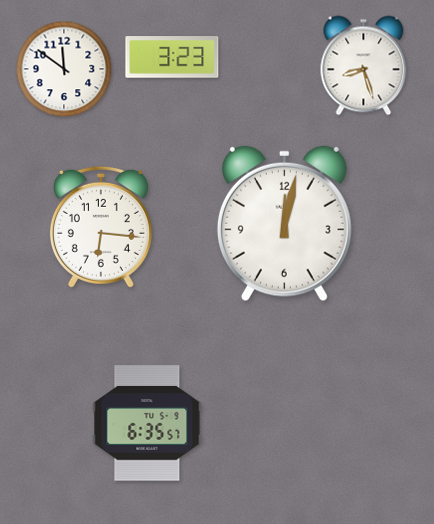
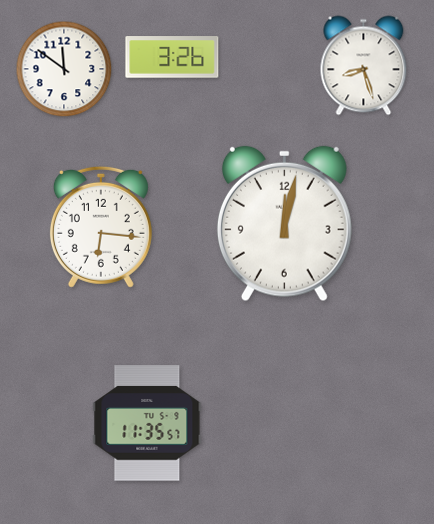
clock at (172, 57): 3:23 -> 3:26
clock at (147, 423): 6:35 -> 11:35
